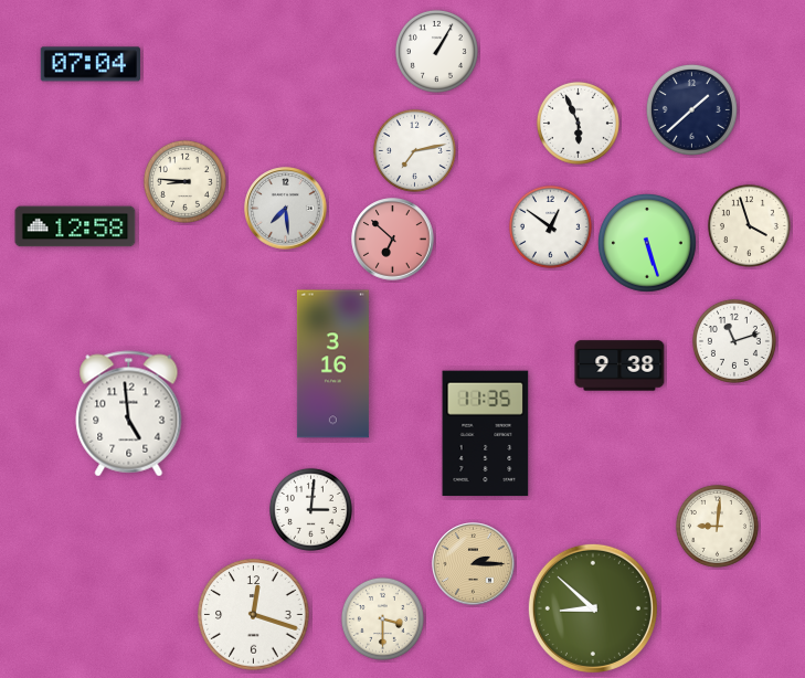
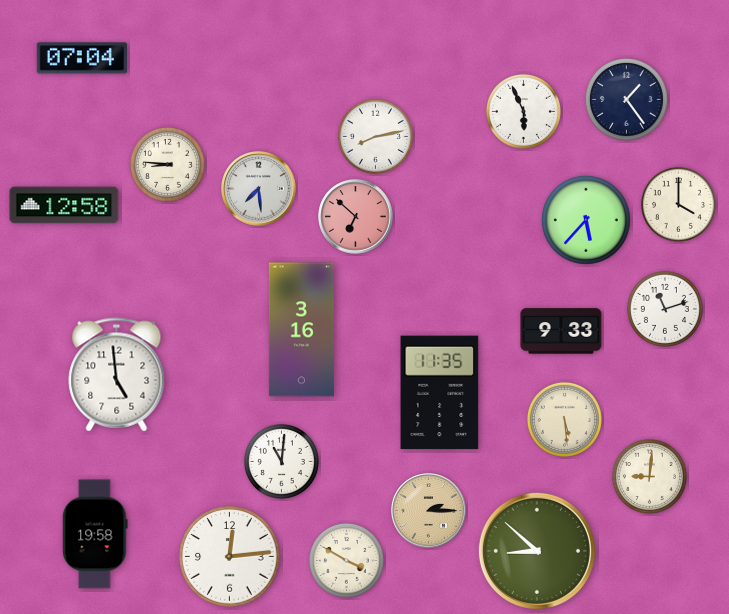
clock at (436, 51): 1:05 -> none
clock at (691, 109): 1:38 -> 1:24
clock at (414, 150): 7:13 -> 8:13
clock at (749, 225): 3:57 -> 4:00
clock at (75, 226) position: (75, 226) -> (64, 205)
clock at (550, 226): 12:51 -> none
clock at (648, 244): 5:27 -> 5:37
clock at (619, 366): 9:38 -> 9:33
clock at (564, 419): none -> 5:29
clock at (310, 509): 3:01 -> 11:01
clock at (95, 534): none -> 19:58
clock at (254, 615): 12:18 -> 12:14
clock at (382, 618): 3:30 -> 3:50
